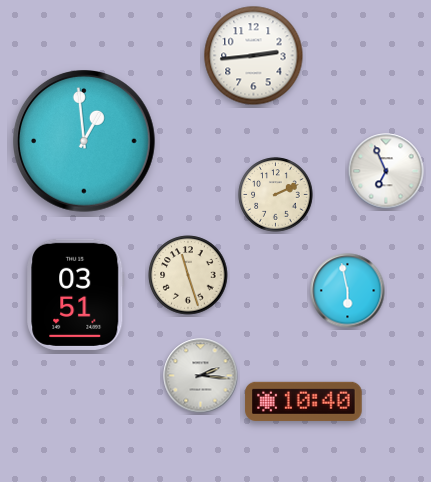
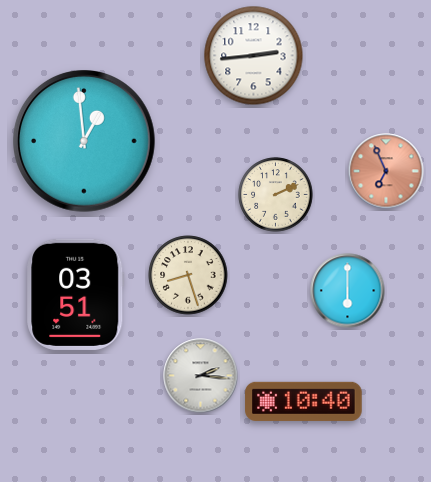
clock at (386, 171) dial: white -> salmon
clock at (188, 275): 11:27 -> 8:27
clock at (348, 291): 5:58 -> 6:00
